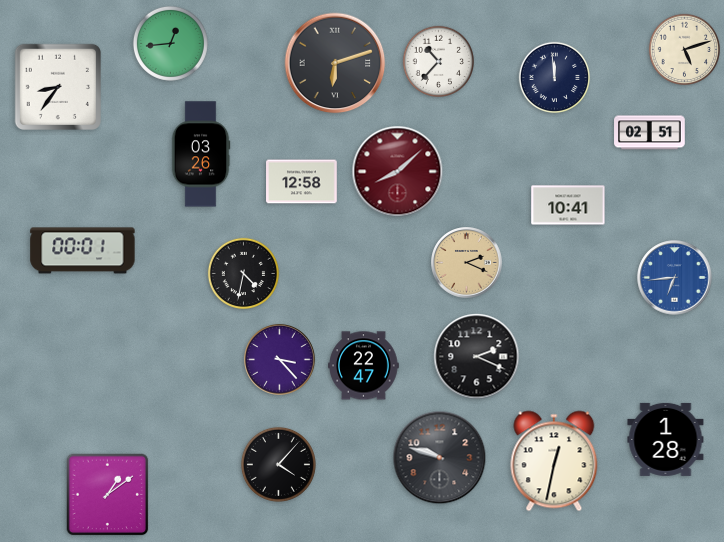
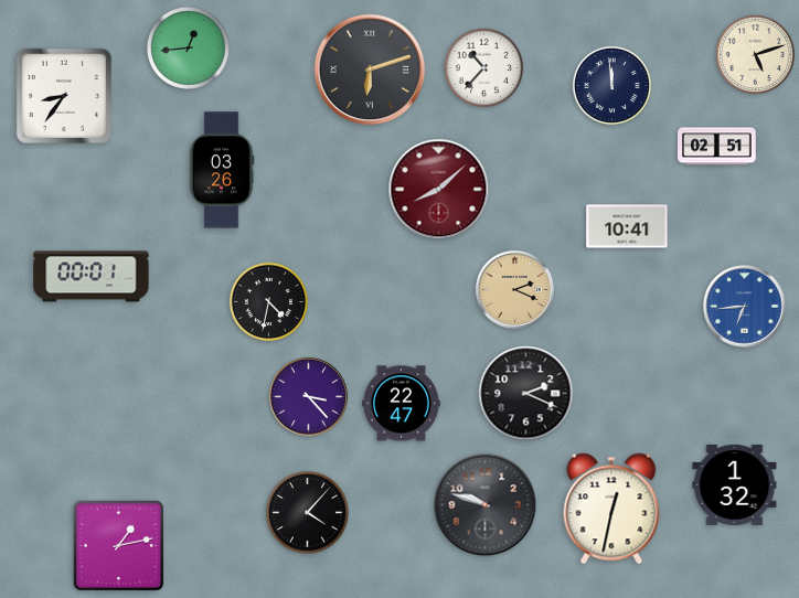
clock at (302, 182): 12:58 -> none
clock at (666, 439): 1:28 -> 1:32
clock at (108, 495): 1:09 -> 1:13
